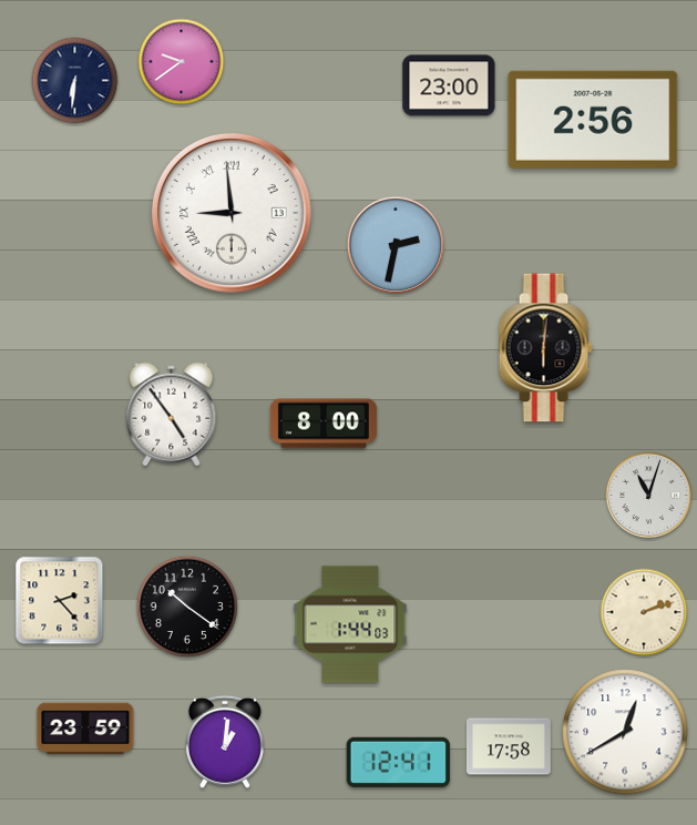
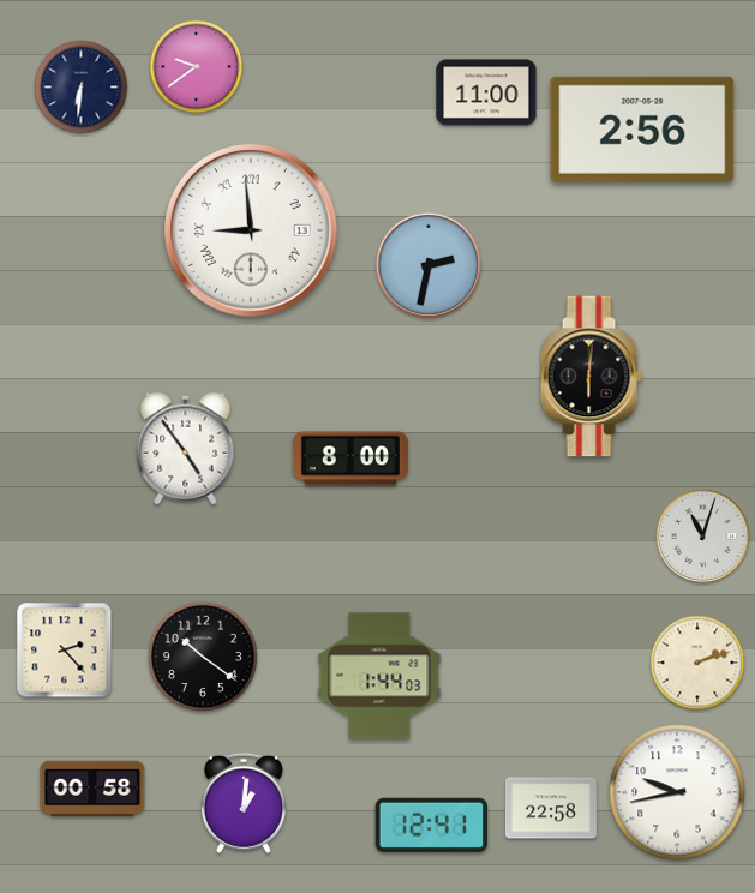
clock at (449, 85): 23:00 -> 11:00
clock at (85, 729): 23:59 -> 00:58
clock at (625, 732): 12:40 -> 9:43
clock at (509, 746): 17:58 -> 22:58
